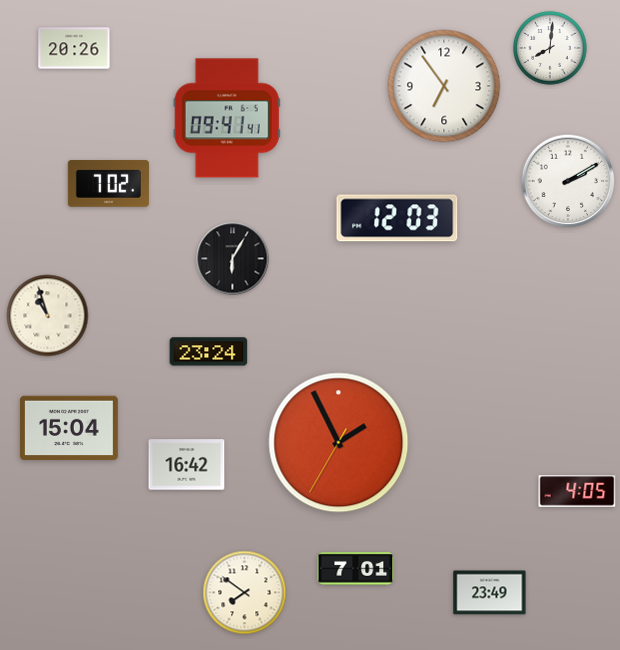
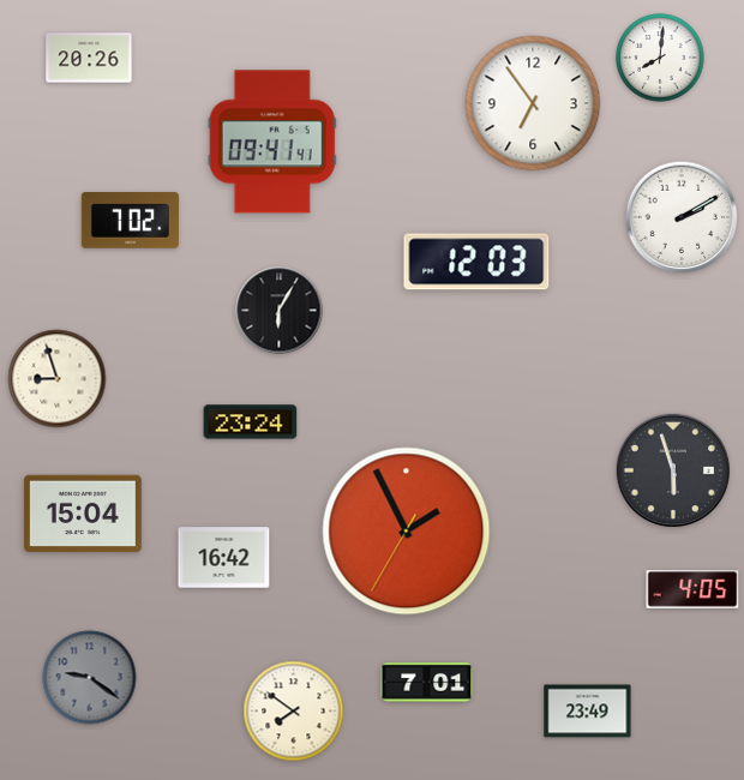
clock at (48, 316): 10:57 -> 8:57
clock at (673, 470): none -> 5:57
clock at (90, 678): none -> 9:21
